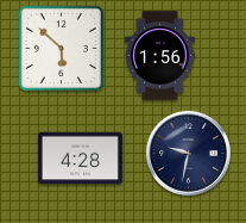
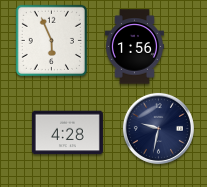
clock at (61, 48): 5:52 -> 5:56
